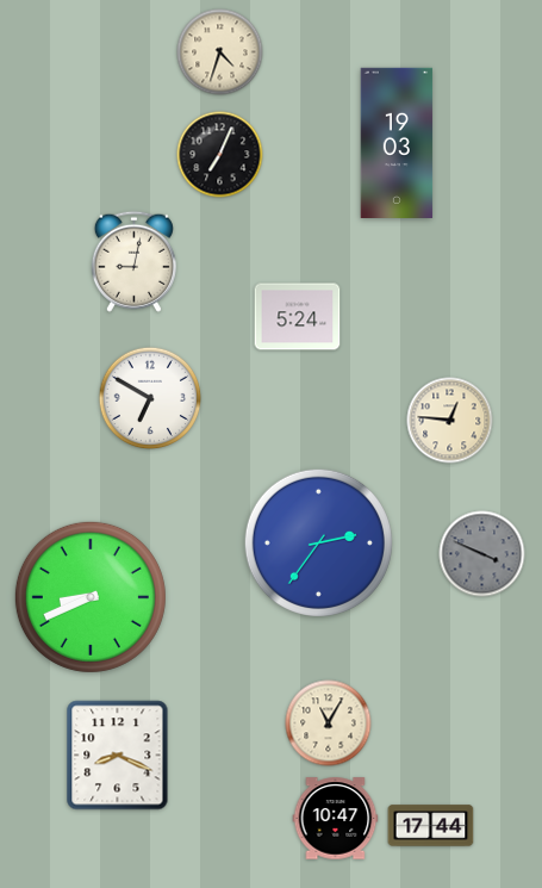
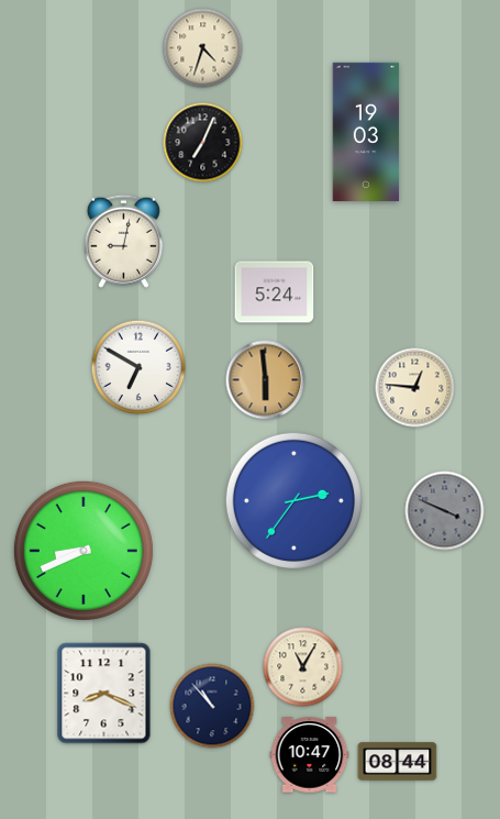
clock at (266, 380): none -> 5:59
clock at (118, 756) position: (118, 756) -> (104, 694)
clock at (212, 706): none -> 10:53
clock at (431, 826): 17:44 -> 08:44
